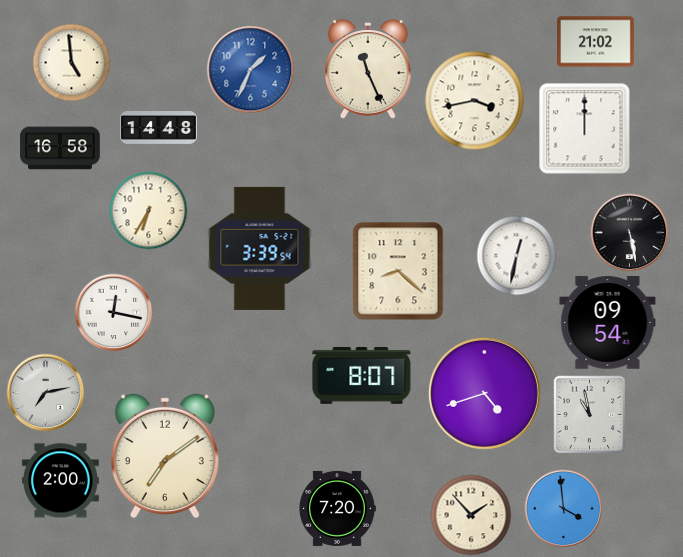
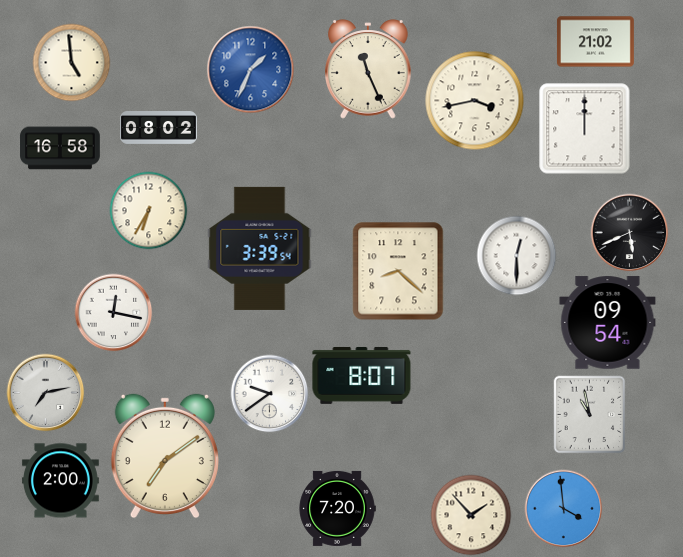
clock at (159, 128): 14:48 -> 08:02
clock at (629, 232): 5:28 -> 5:41
clock at (516, 255): 12:32 -> 12:30
clock at (269, 393): none -> 9:39
clock at (484, 393): 4:42 -> none
